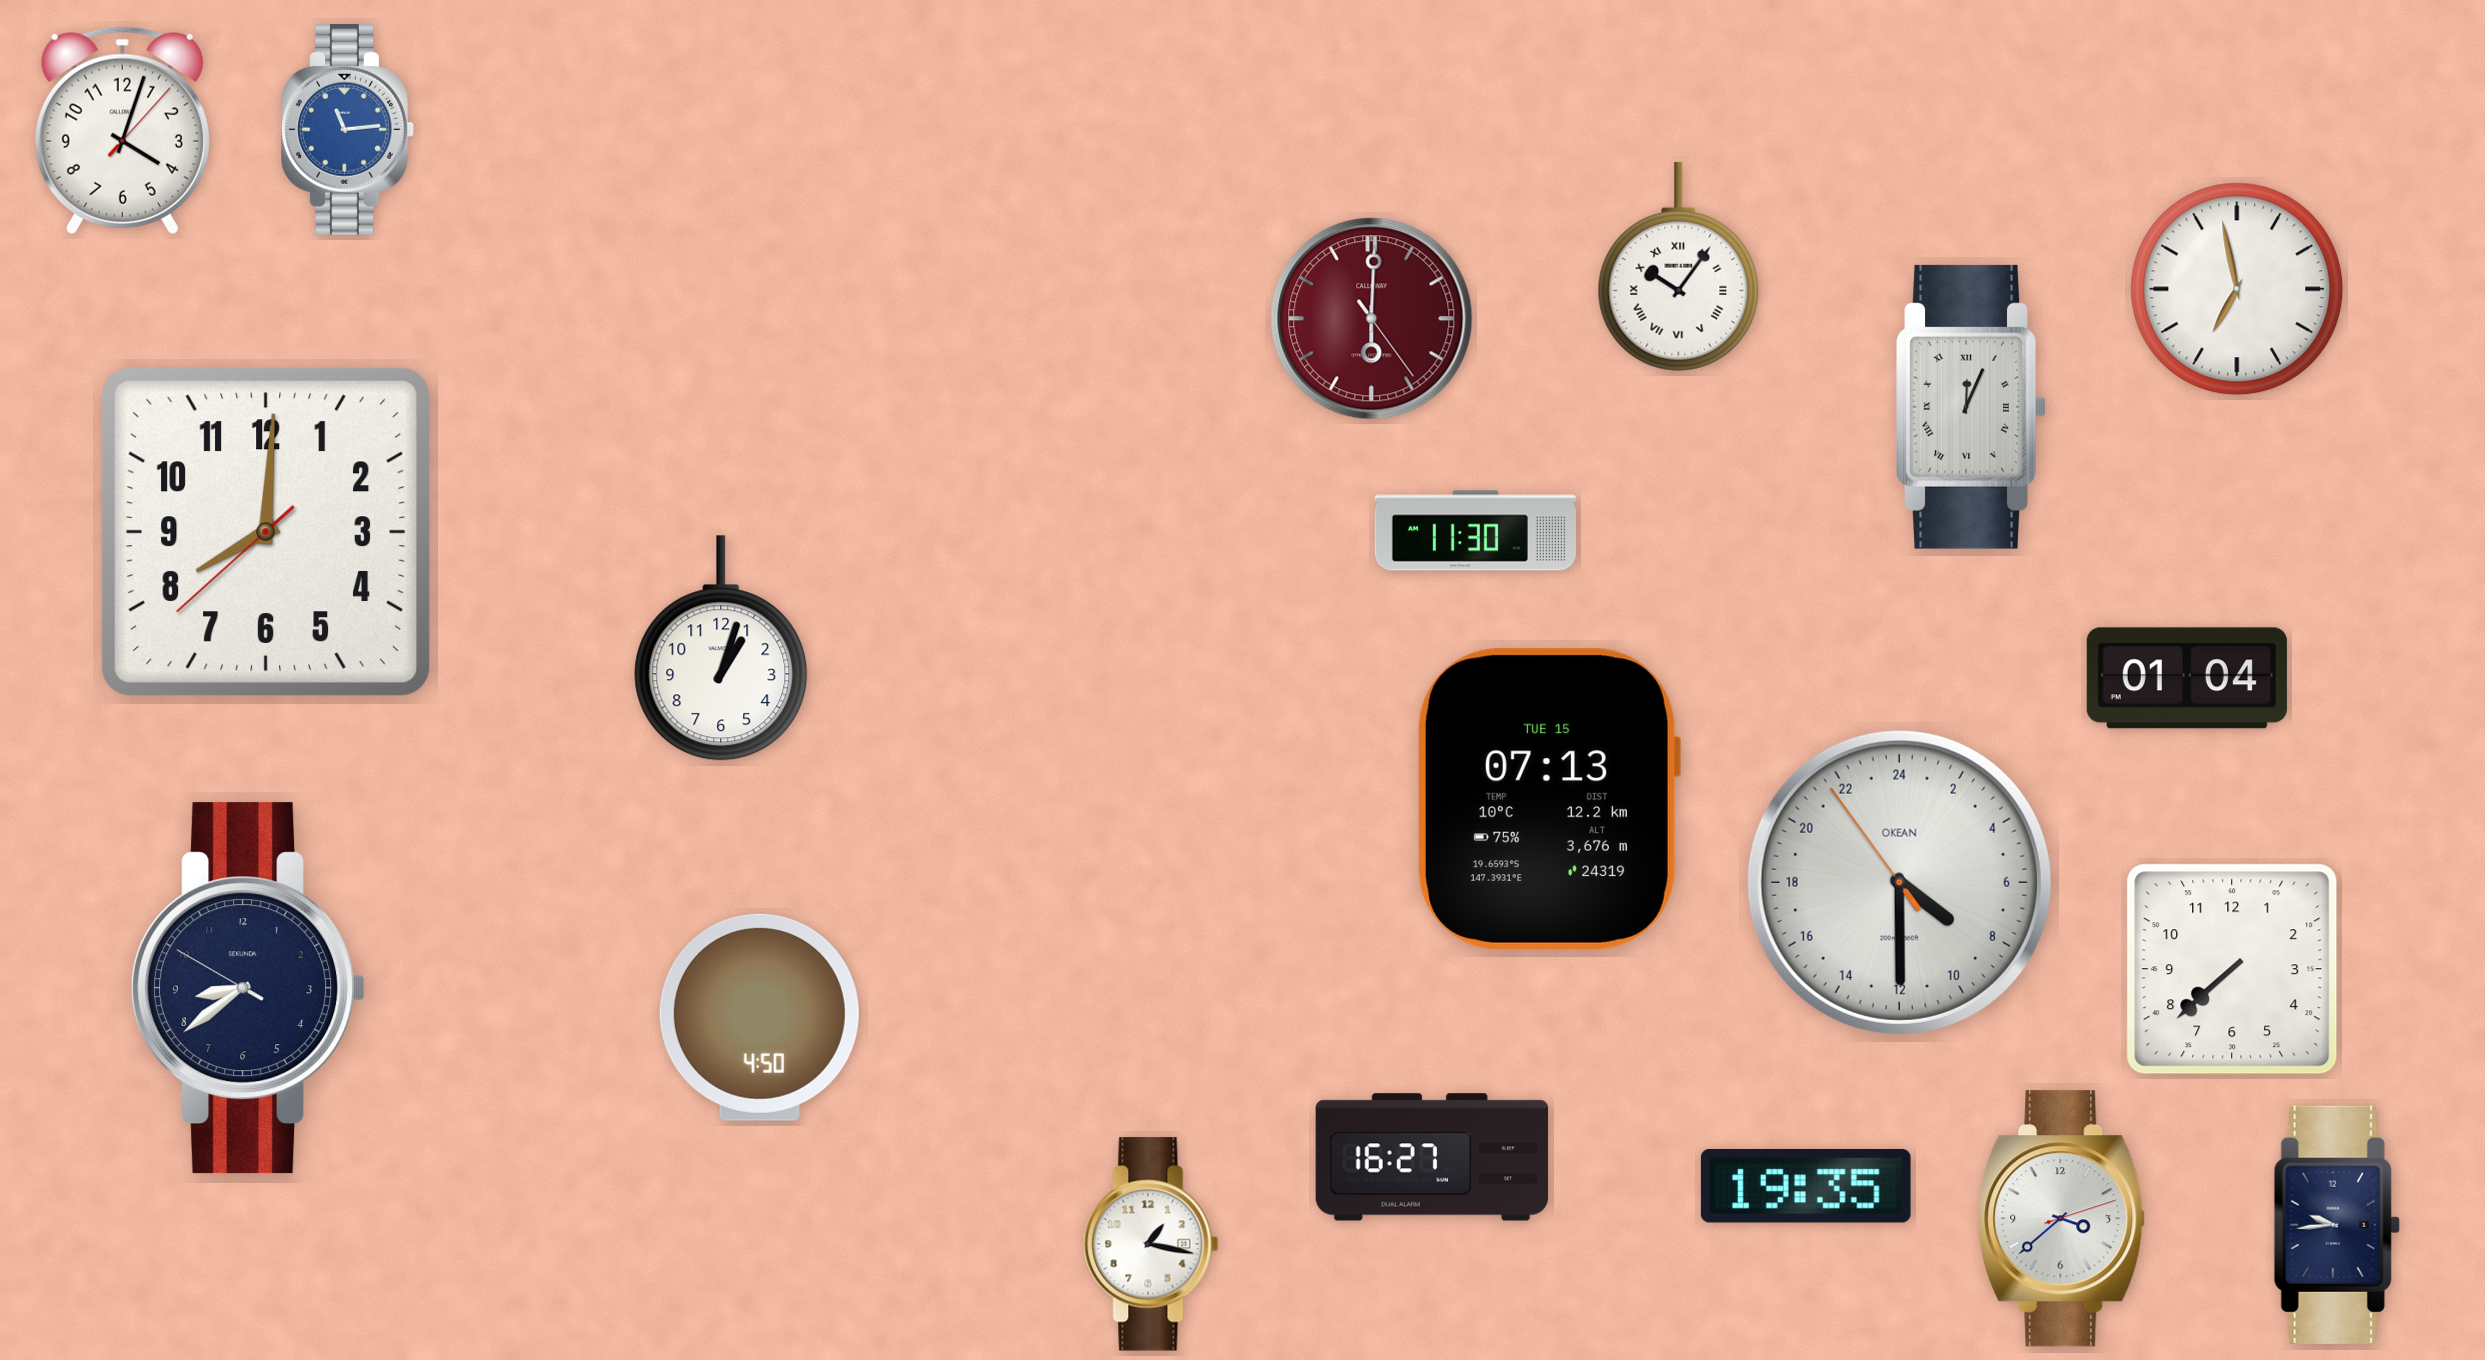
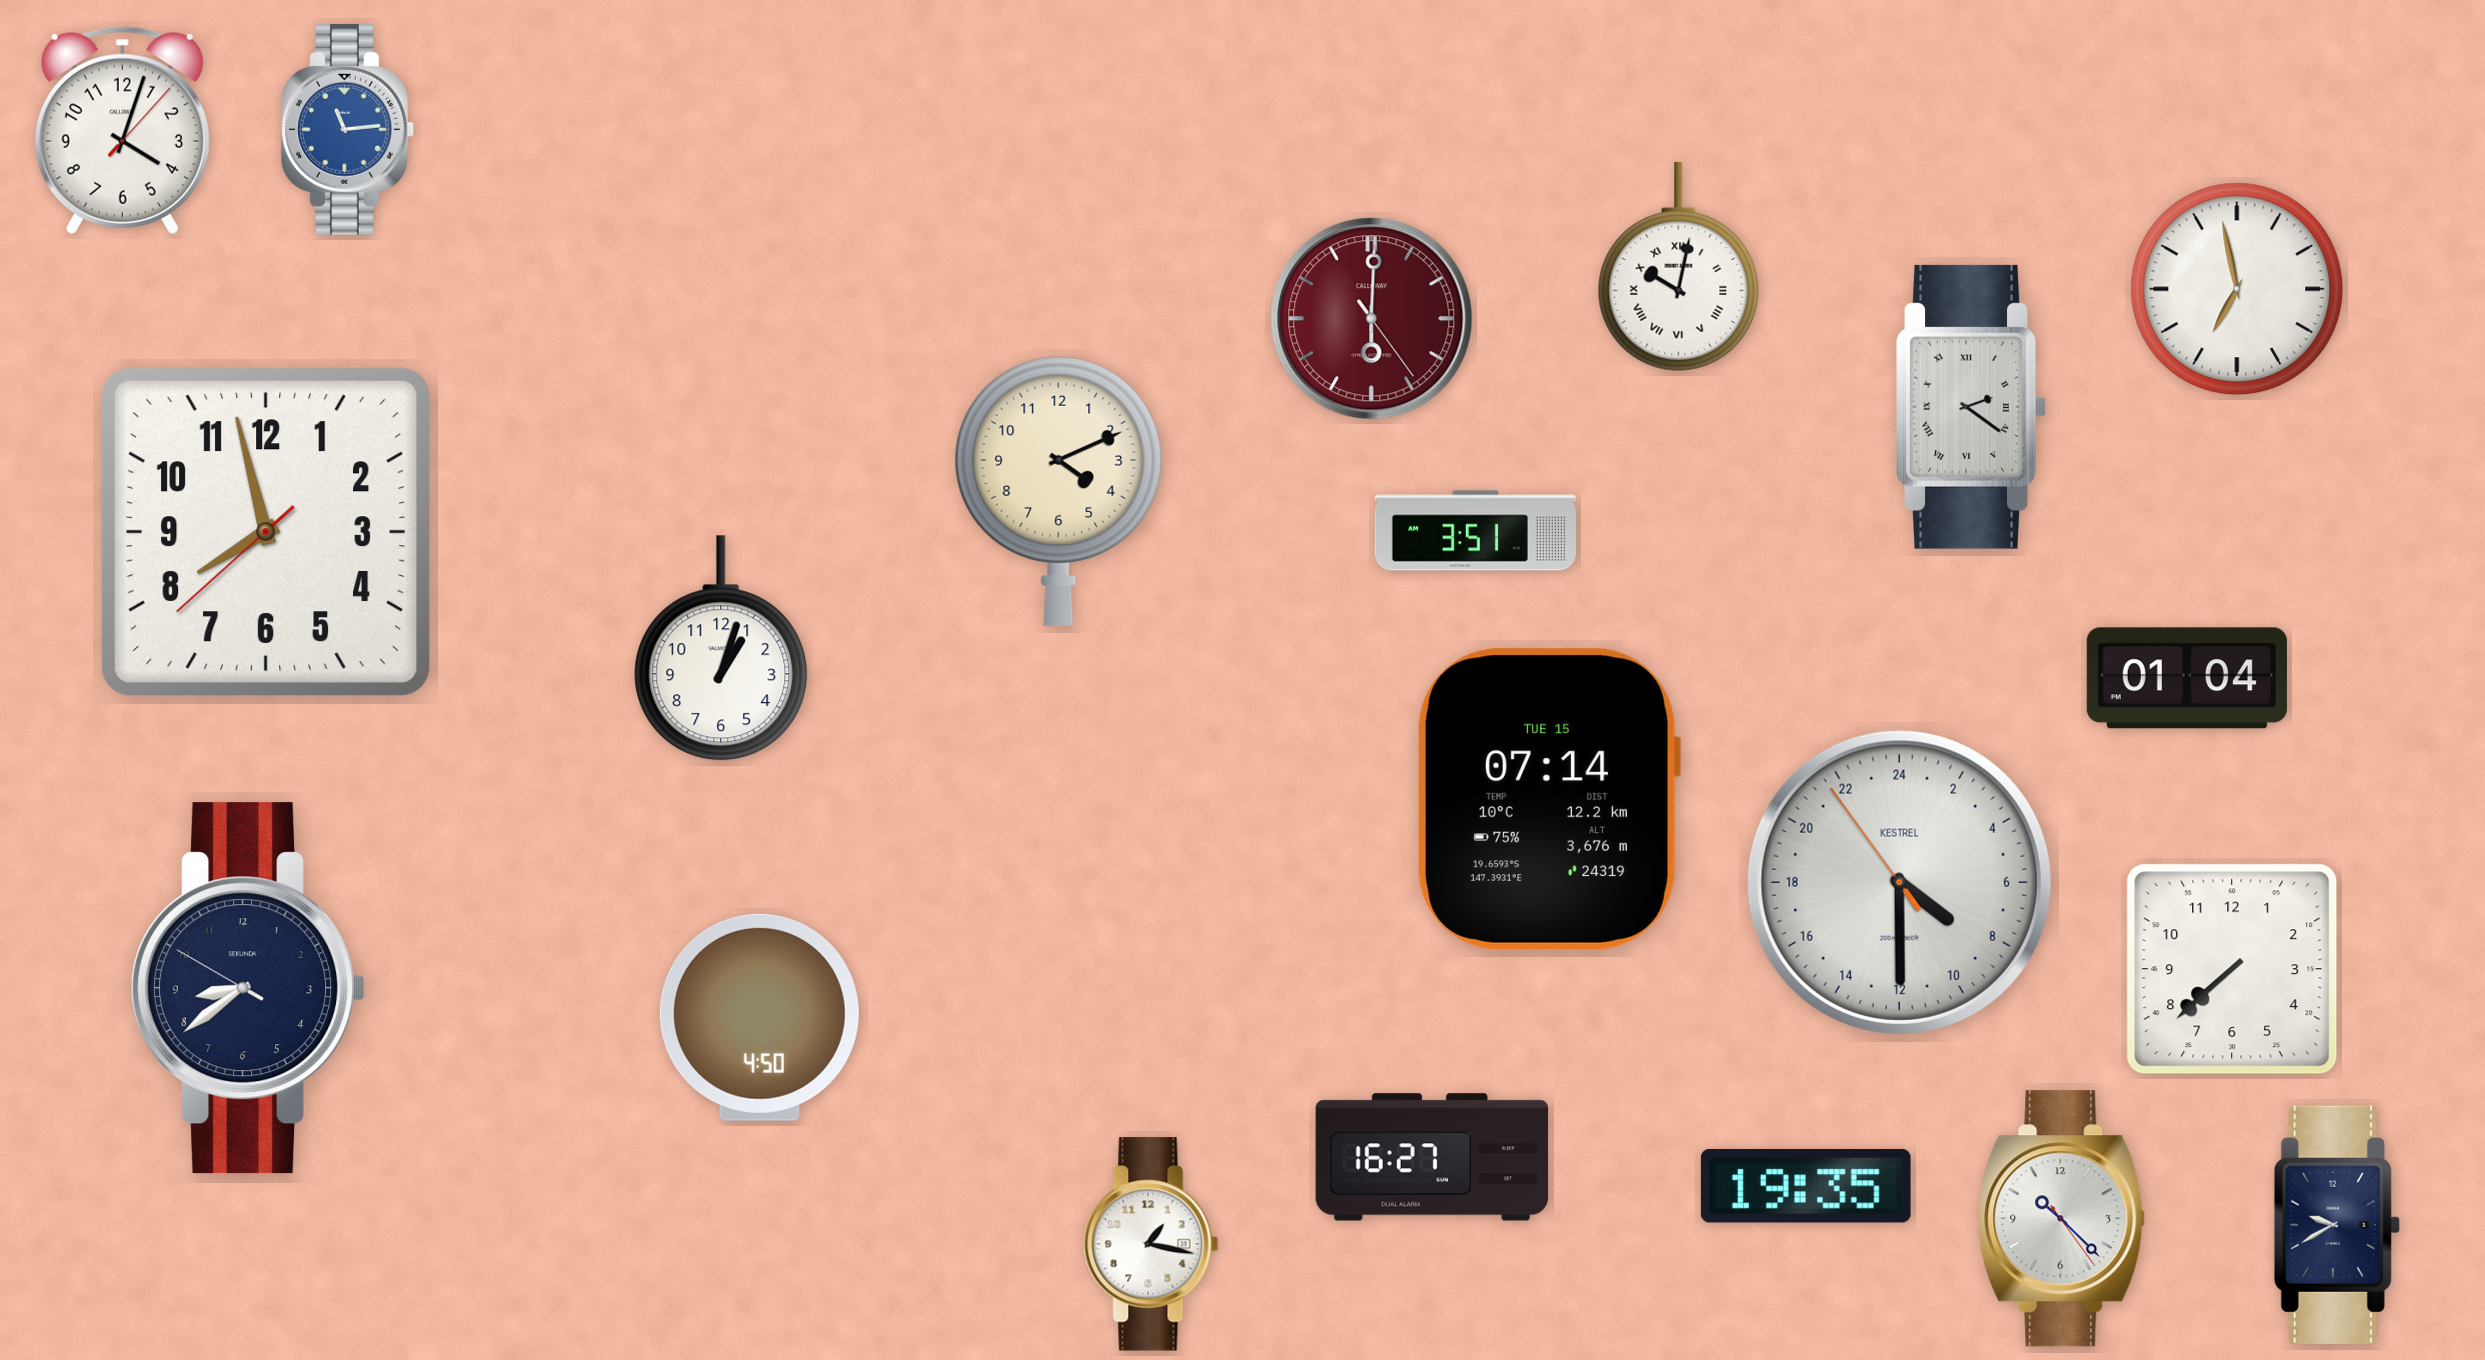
clock at (1679, 266): 10:06 -> 10:02
clock at (1971, 407): 12:04 -> 2:21
clock at (1059, 491): none -> 4:11
clock at (1475, 531): 11:30 -> 3:51
clock at (266, 532): 8:00 -> 7:57
clock at (1548, 799): 07:13 -> 07:14
clock at (1899, 882) brand: OKEAN -> KESTREL
clock at (2062, 1219): 3:38 -> 10:22
clock at (2337, 1225): 9:44 -> 9:40
